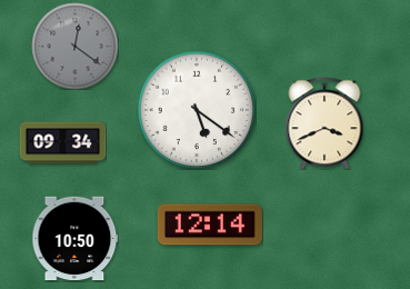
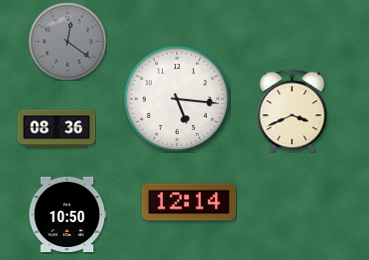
clock at (196, 109): 5:21 -> 5:16
clock at (62, 143): 09:34 -> 08:36
